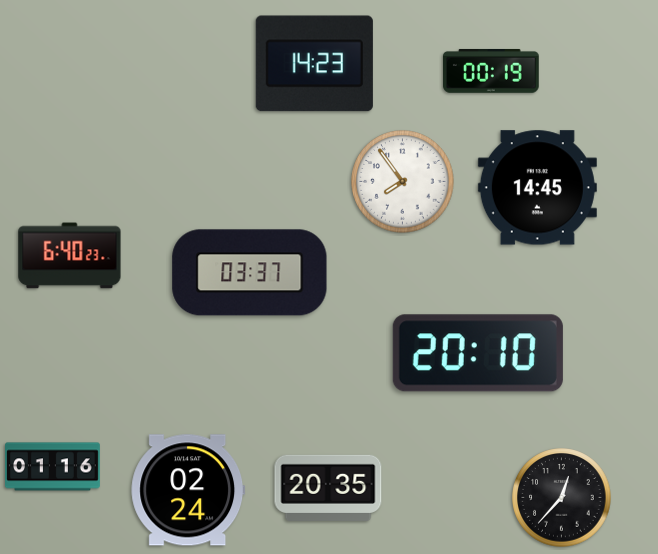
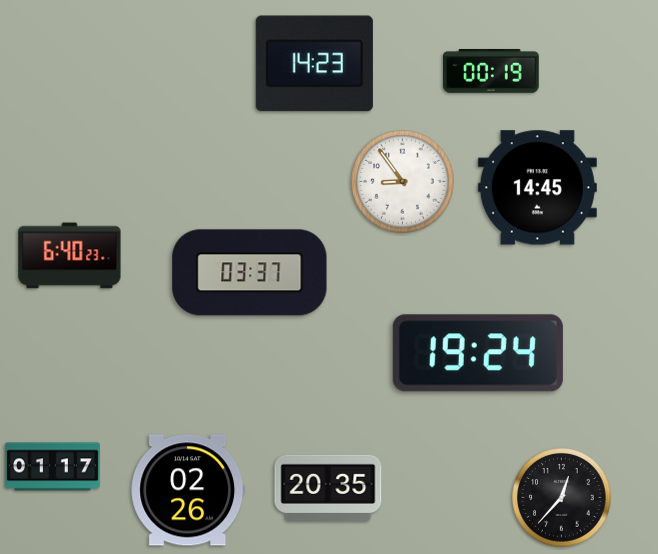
clock at (403, 182): 7:54 -> 8:54
clock at (478, 353): 20:10 -> 19:24
clock at (53, 467): 01:16 -> 01:17
clock at (188, 490): 02:24 -> 02:26
